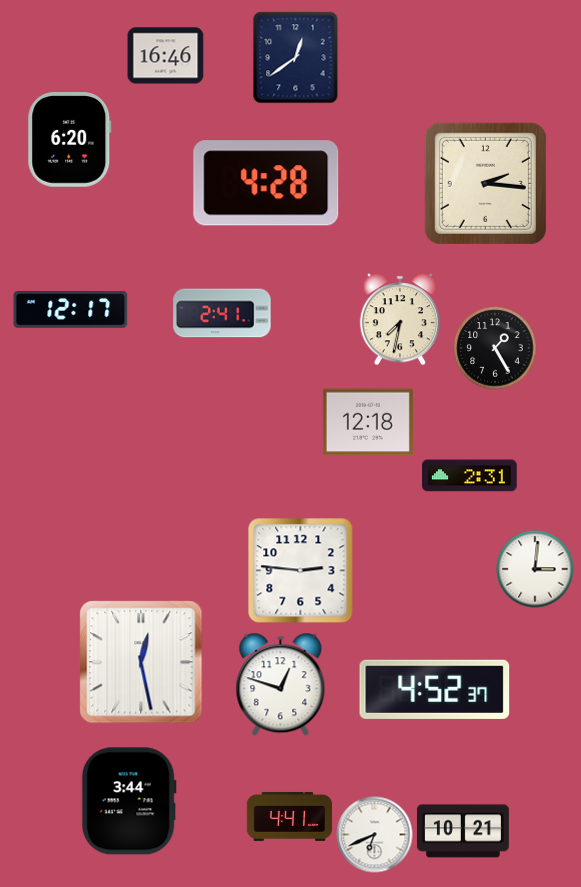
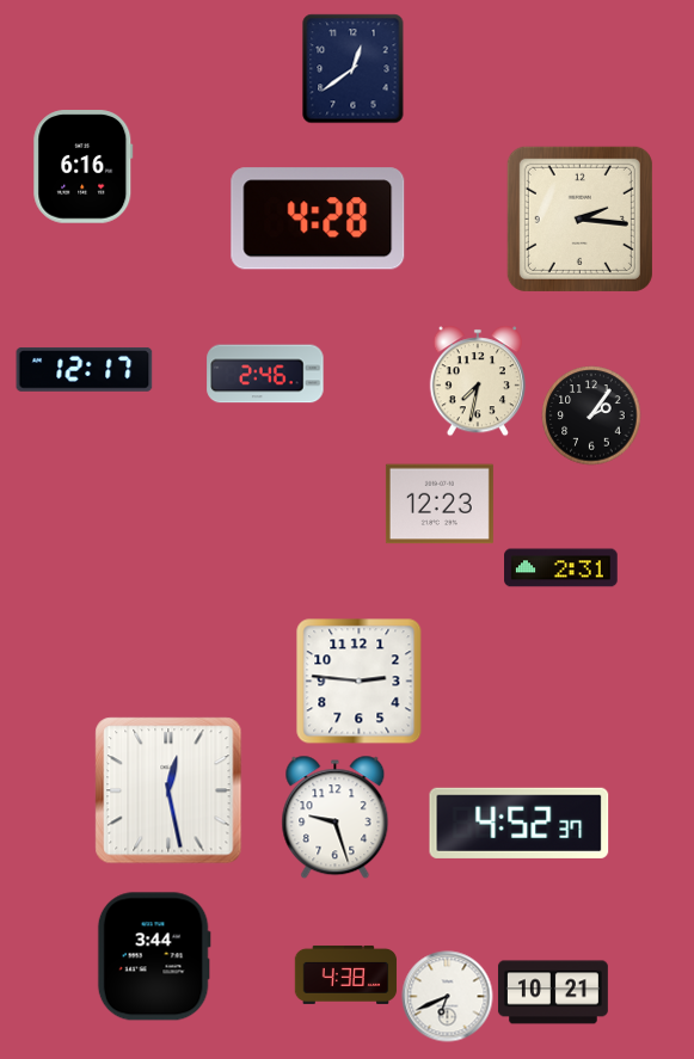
clock at (166, 56): 16:46 -> none
clock at (70, 140): 6:20 -> 6:16
clock at (222, 313): 2:41 -> 2:46
clock at (495, 348): 1:25 -> 2:06
clock at (368, 422): 12:18 -> 12:23
clock at (535, 569): 3:01 -> none
clock at (281, 685): 12:48 -> 9:27
clock at (290, 816): 4:41 -> 4:38
